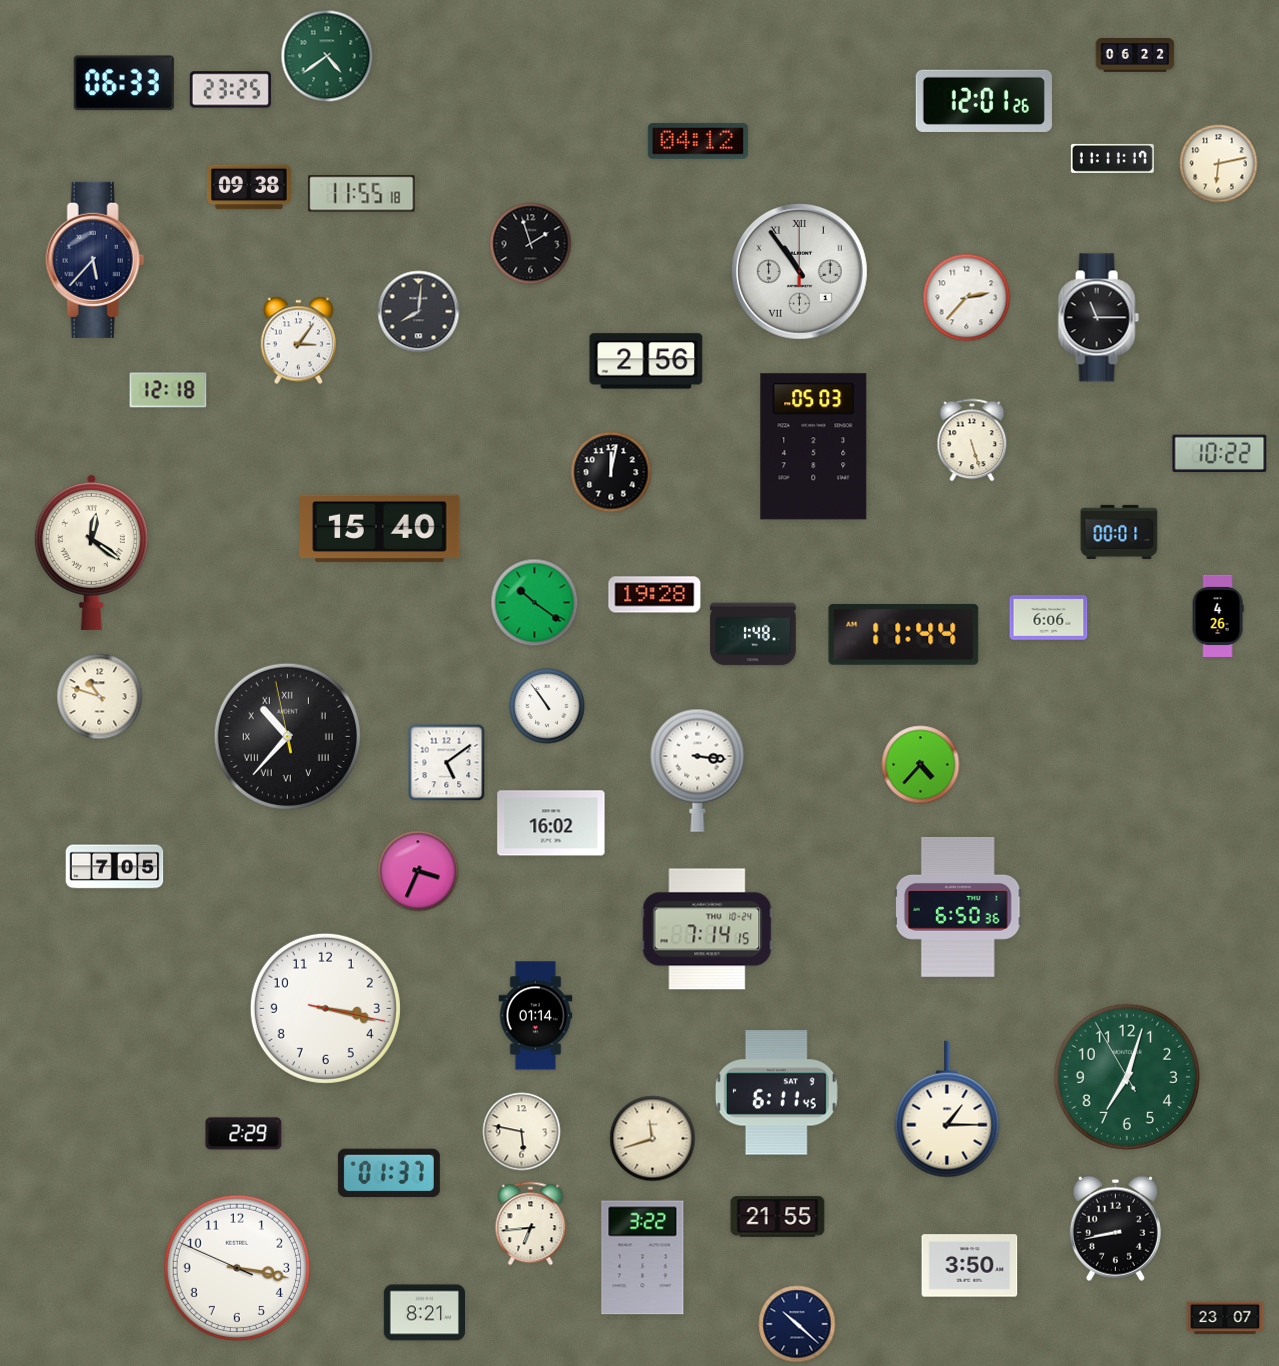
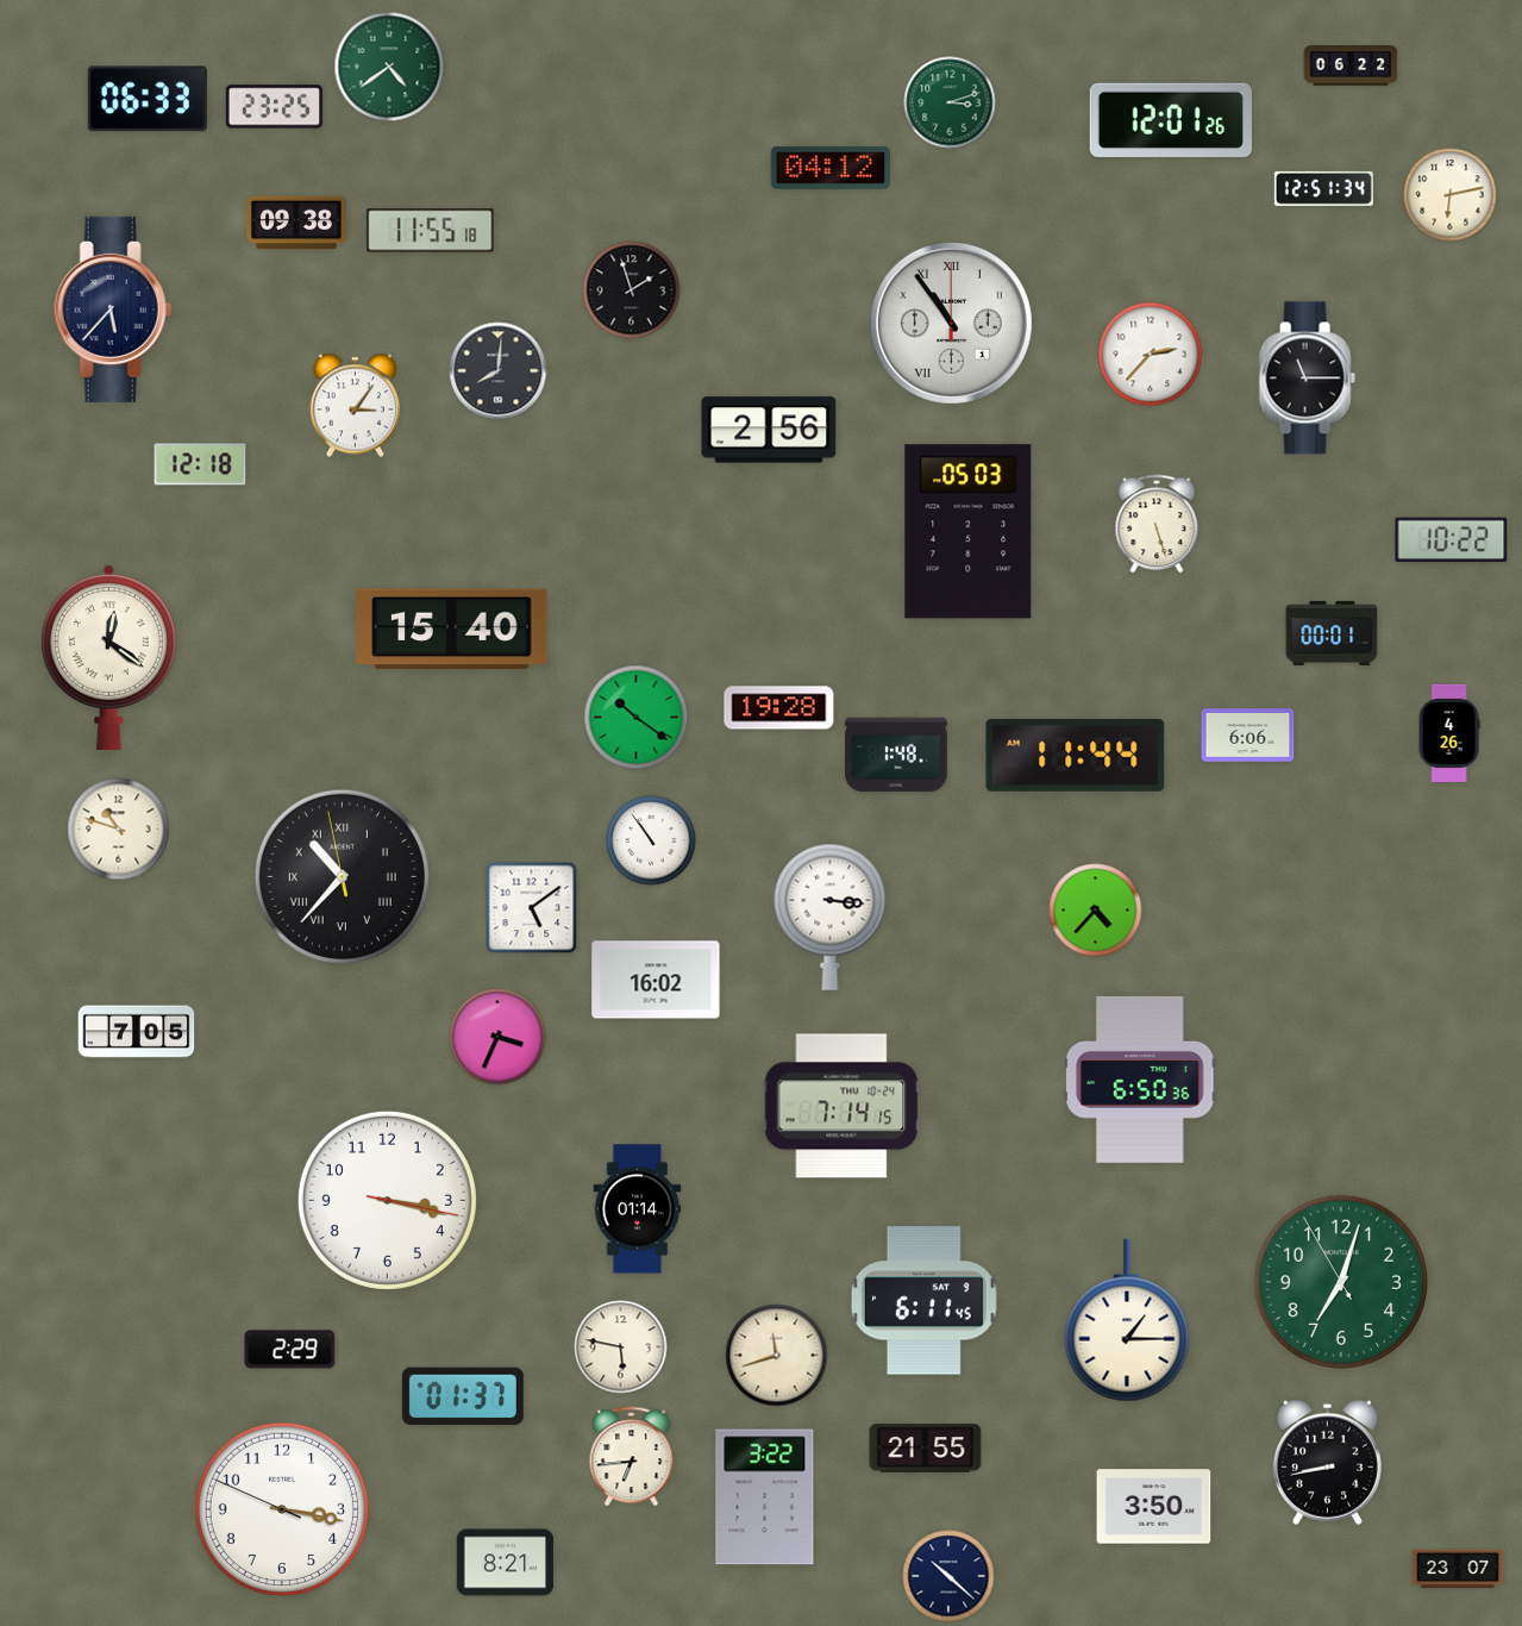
clock at (950, 102): none -> 3:12
clock at (1112, 158): 11:11 -> 12:51
clock at (611, 472): 12:02 -> none
